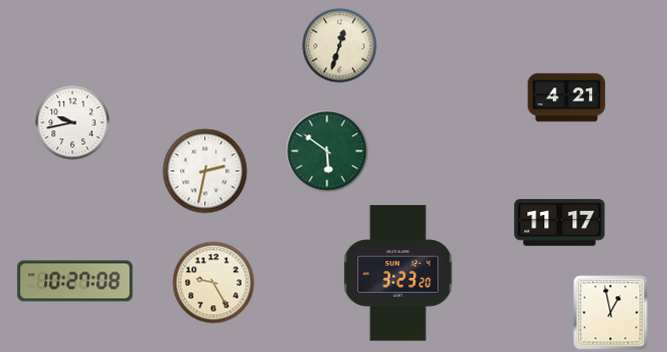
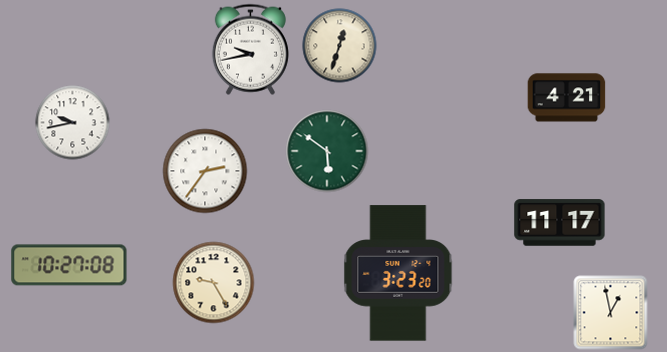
clock at (250, 49): none -> 9:43
clock at (205, 171): 2:32 -> 2:36
clock at (75, 281) position: (75, 281) -> (69, 265)
